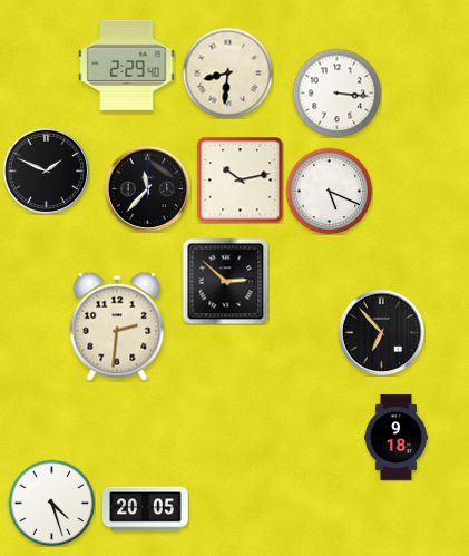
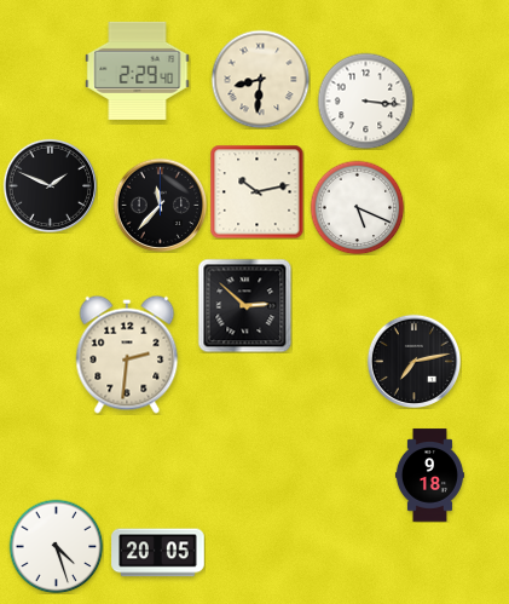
clock at (227, 72) position: (227, 72) -> (260, 79)
clock at (240, 179) position: (240, 179) -> (256, 191)
clock at (381, 332): 6:53 -> 7:13
